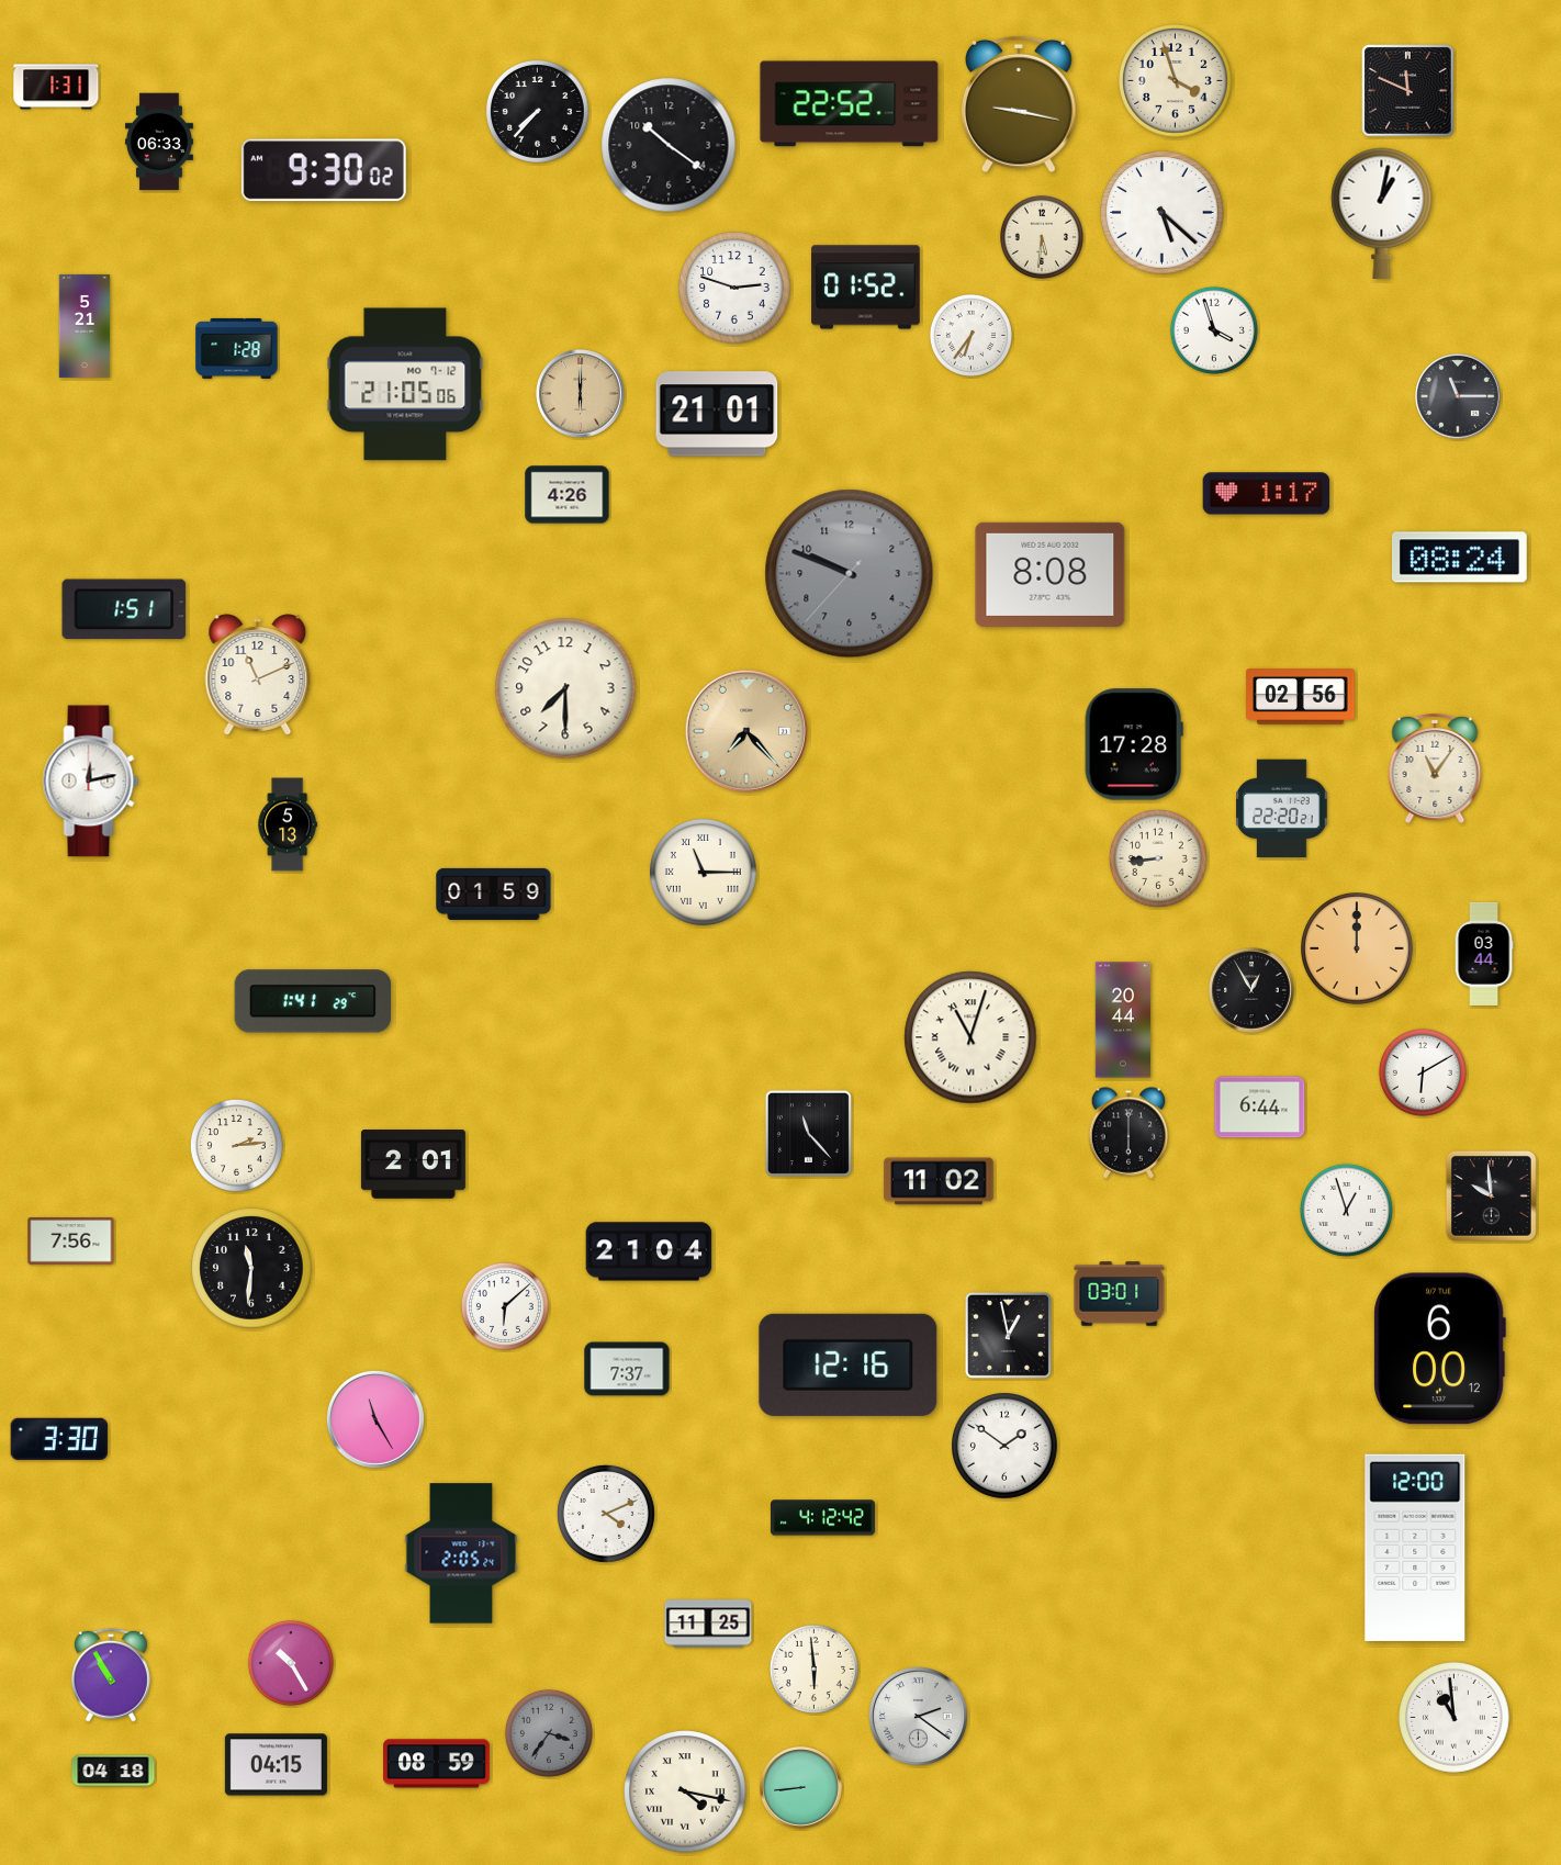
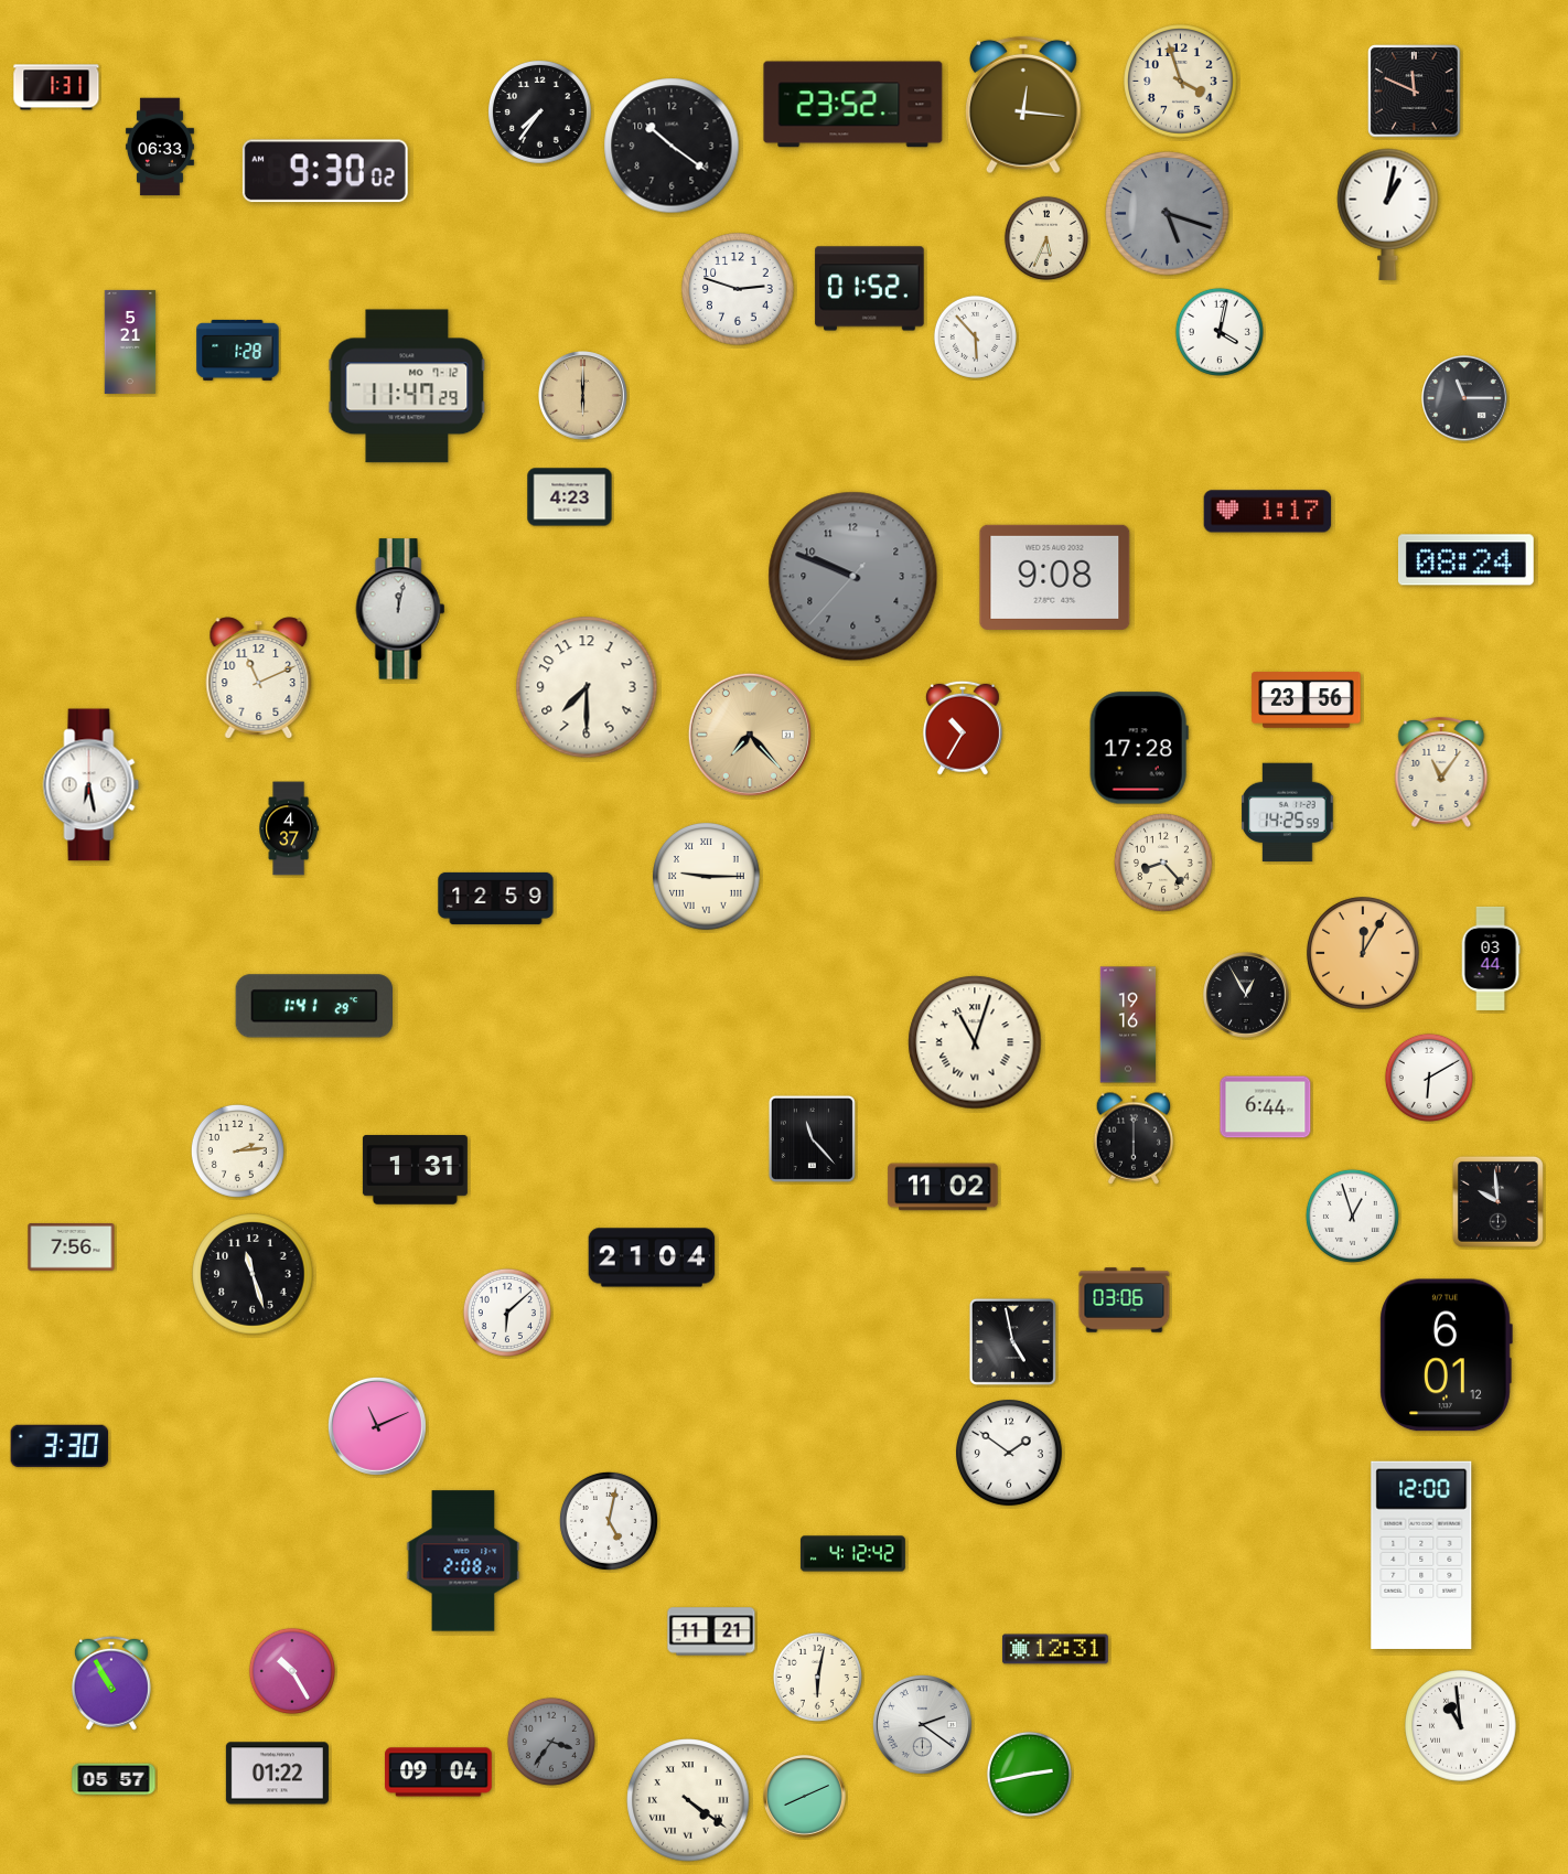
clock at (850, 104): 22:52 -> 23:52
clock at (1019, 104): 9:17 -> 12:16
clock at (538, 112): 7:37 -> 7:36
clock at (159, 142) position: (159, 142) -> (160, 147)
clock at (1163, 213): 5:22 -> 5:18
clock at (1163, 213) dial: white -> grey
clock at (1042, 237): 5:31 -> 5:34
clock at (85, 326) position: (85, 326) -> (130, 342)
clock at (1214, 330): 3:57 -> 4:02
clock at (970, 335): 6:36 -> 5:53
clock at (405, 384): 21:05 -> 11:47
clock at (717, 414): 21:01 -> none
clock at (1267, 494) position: (1267, 494) -> (1268, 512)
clock at (568, 495): 4:26 -> 4:23
clock at (1051, 574): 8:08 -> 9:08
clock at (400, 609): none -> 12:02
clock at (124, 609): 1:51 -> none
clock at (565, 688) position: (565, 688) -> (587, 687)
clock at (1301, 697): 02:56 -> 23:56
clock at (963, 728): none -> 10:35
clock at (91, 782): 12:13 -> 6:28
clock at (1282, 809): 22:20 -> 14:25
clock at (288, 824): 5:13 -> 4:37
clock at (1158, 858): 8:44 -> 8:23
clock at (704, 873): 11:15 -> 9:15
clock at (494, 894): 01:59 -> 12:59
clock at (1357, 948): 12:00 -> 12:05
clock at (1251, 990) position: (1251, 990) -> (1246, 995)
clock at (1123, 1020): 20:44 -> 19:16
clock at (1260, 1108) position: (1260, 1108) -> (1266, 1107)
clock at (413, 1165): 2:01 -> 1:31
clock at (251, 1268): 11:31 -> 11:27
clock at (1120, 1294): 03:01 -> 03:06
clock at (1008, 1335): 12:58 -> 4:58
clock at (1439, 1349): 6:00 -> 6:01
clock at (849, 1364): 12:16 -> none
clock at (627, 1369): 7:37 -> none
clock at (375, 1419): 11:25 -> 11:11
clock at (606, 1514): 4:11 -> 5:02
clock at (822, 1518) position: (822, 1518) -> (852, 1554)
clock at (461, 1553): 2:05 -> 2:08
clock at (708, 1624): 11:25 -> 11:21
clock at (1055, 1649): none -> 12:31
clock at (813, 1669): 5:59 -> 6:02
clock at (437, 1764): 08:59 -> 09:04
clock at (276, 1765): 04:15 -> 01:22
clock at (1029, 1774): none -> 2:43
clock at (113, 1771): 04:18 -> 05:57
clock at (801, 1788): 8:44 -> 8:11
clock at (685, 1791): 4:17 -> 4:21
